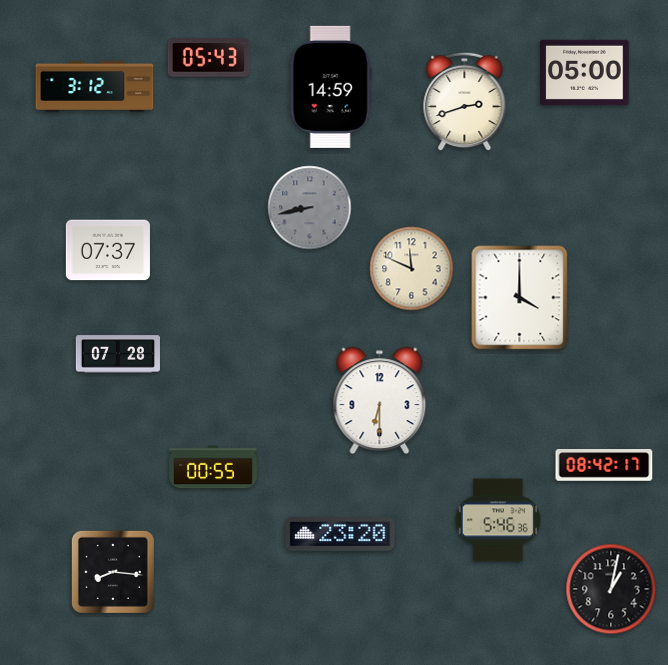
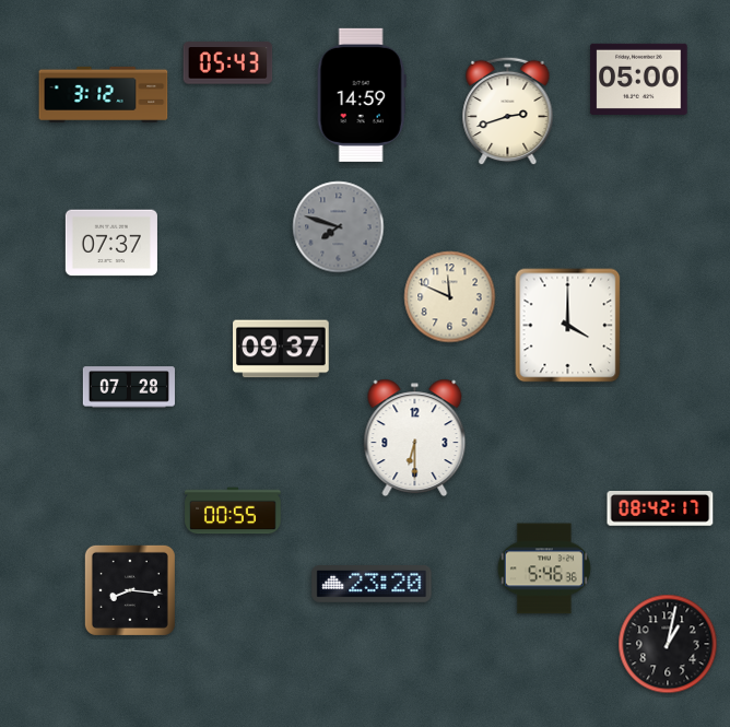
clock at (310, 208): 8:43 -> 7:48
clock at (108, 250) position: (108, 250) -> (111, 243)
clock at (412, 269) position: (412, 269) -> (450, 297)
clock at (281, 349): none -> 09:37
clock at (113, 572) position: (113, 572) -> (130, 590)
